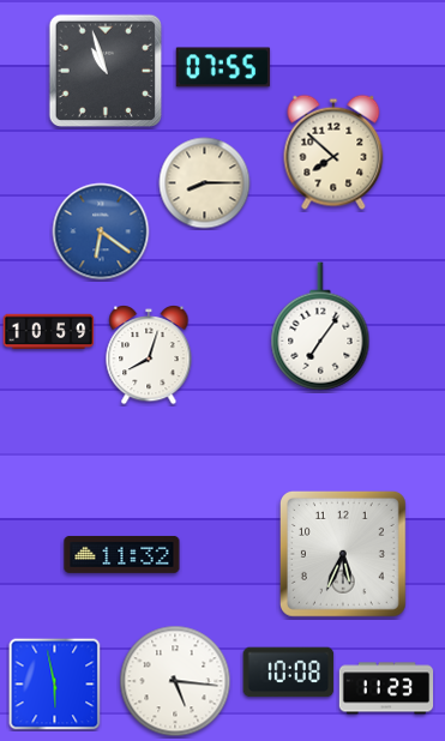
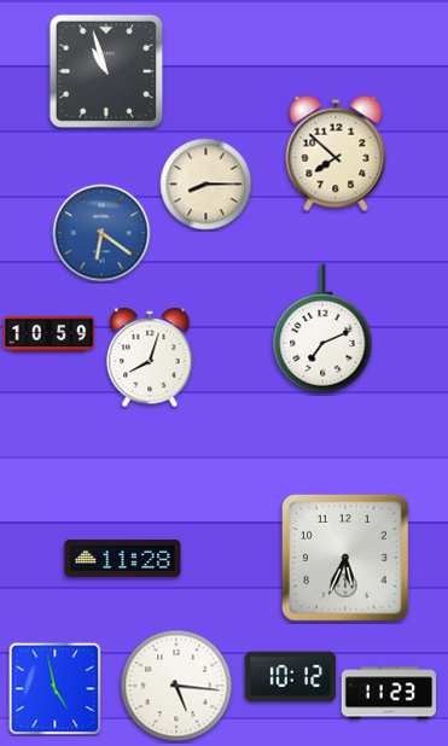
clock at (223, 67): 07:55 -> none
clock at (320, 326): 7:06 -> 7:11
clock at (122, 554): 11:32 -> 11:28
clock at (289, 673): 10:08 -> 10:12
clock at (55, 685): 5:58 -> 4:58
